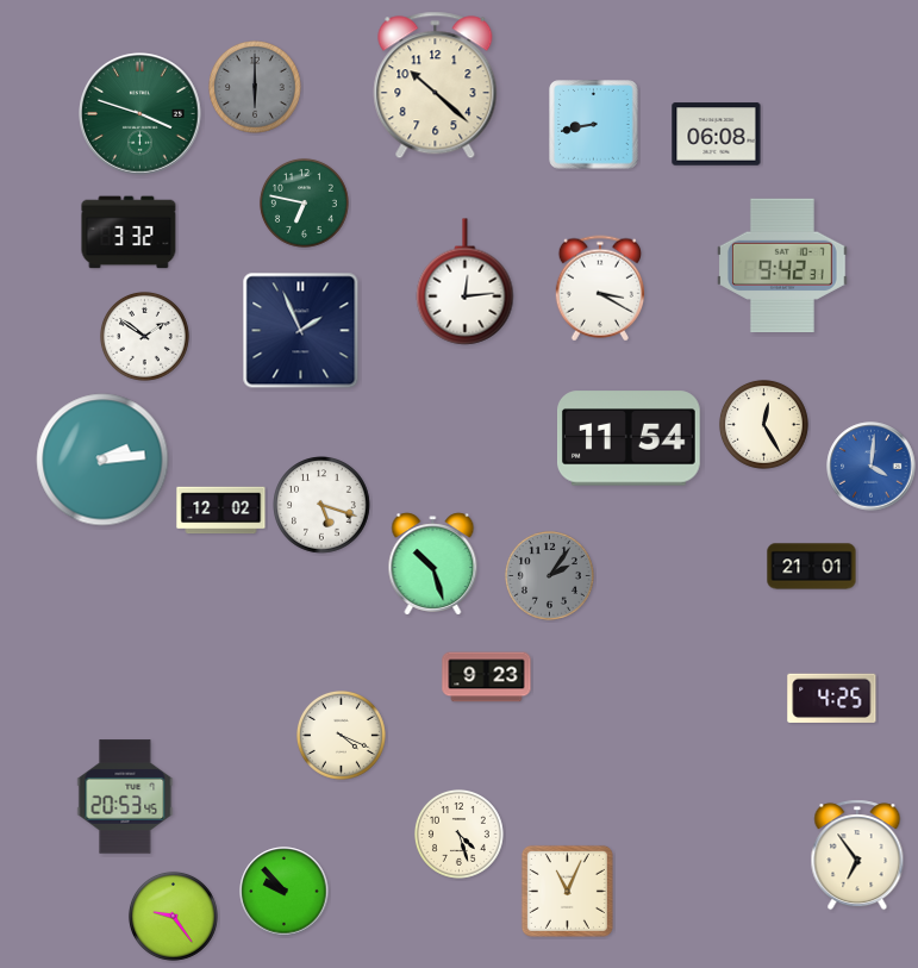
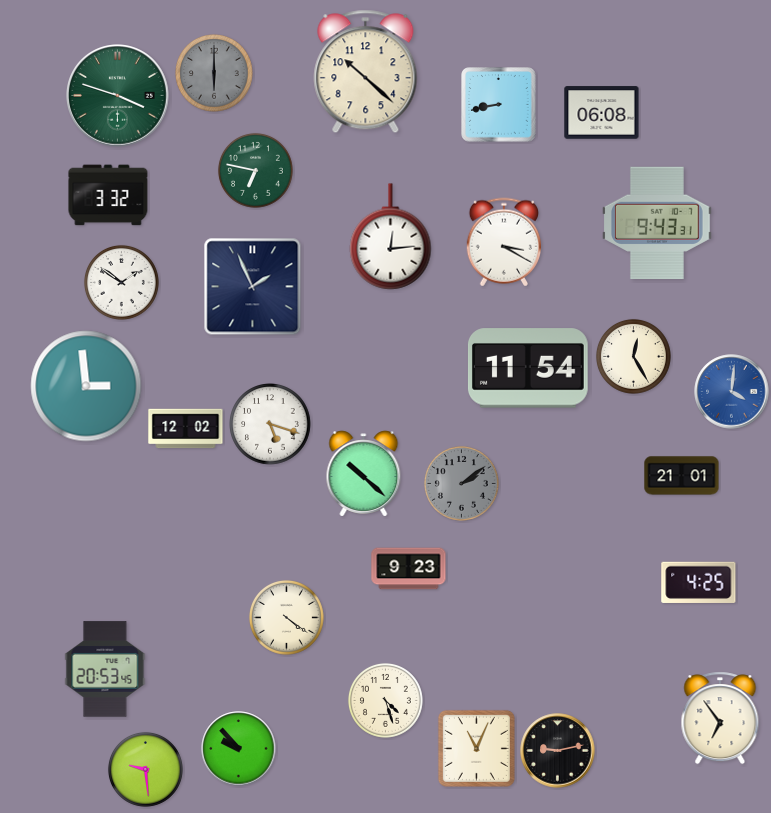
clock at (783, 266): 9:42 -> 9:43
clock at (301, 331) position: (301, 331) -> (253, 287)
clock at (763, 424) position: (763, 424) -> (633, 356)
clock at (102, 460): 2:14 -> 2:59
clock at (433, 564): 10:27 -> 10:22
clock at (549, 575): 2:06 -> 2:09
clock at (832, 698) position: (832, 698) -> (699, 582)
clock at (341, 735): 4:19 -> 4:21
clock at (558, 751): none -> 9:13
clock at (173, 916): 9:24 -> 9:29
